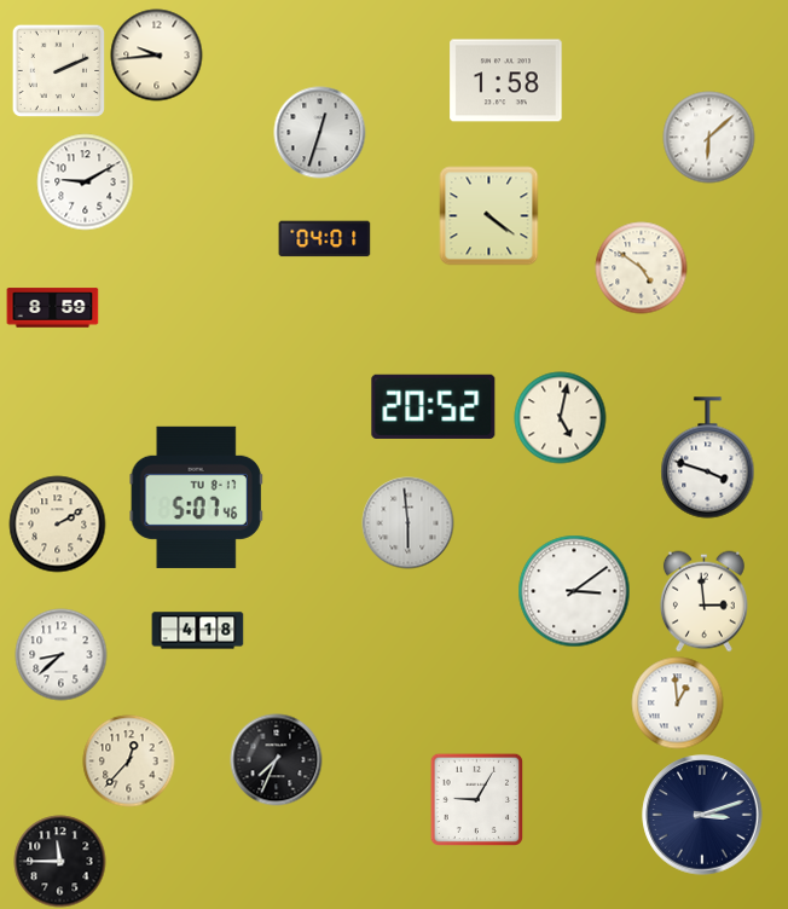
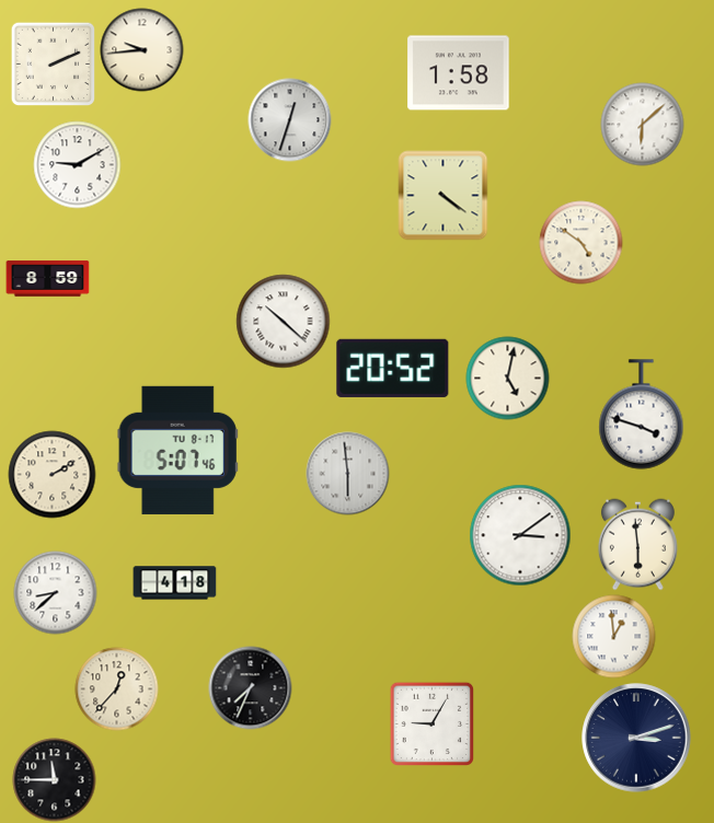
clock at (325, 239): 04:01 -> none
clock at (284, 322): none -> 10:22
clock at (409, 523) position: (409, 523) -> (348, 474)
clock at (703, 602): 2:59 -> 5:59
clock at (198, 631) position: (198, 631) -> (175, 583)
